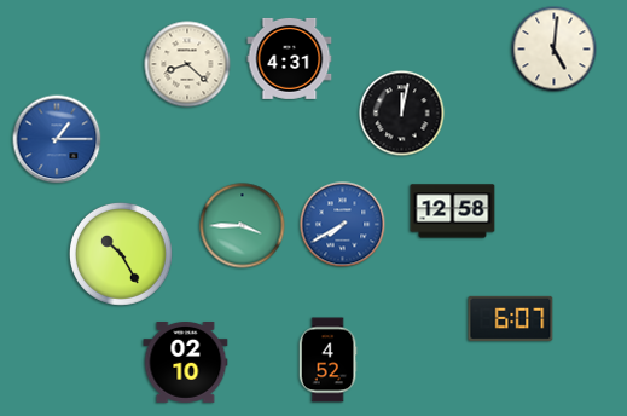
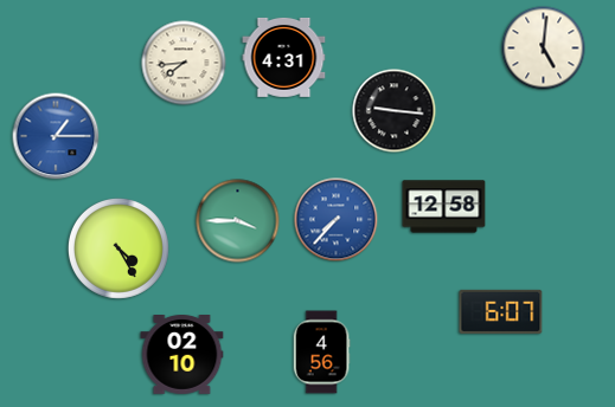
clock at (187, 64): 8:22 -> 7:44
clock at (402, 114): 12:02 -> 9:16
clock at (343, 225): 7:40 -> 7:37
clock at (121, 254): 10:25 -> 4:25
clock at (327, 360): 4:52 -> 4:56
